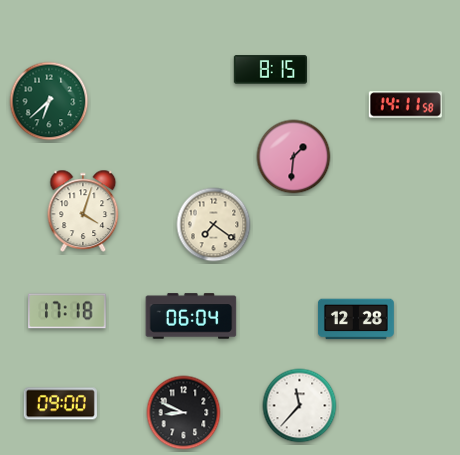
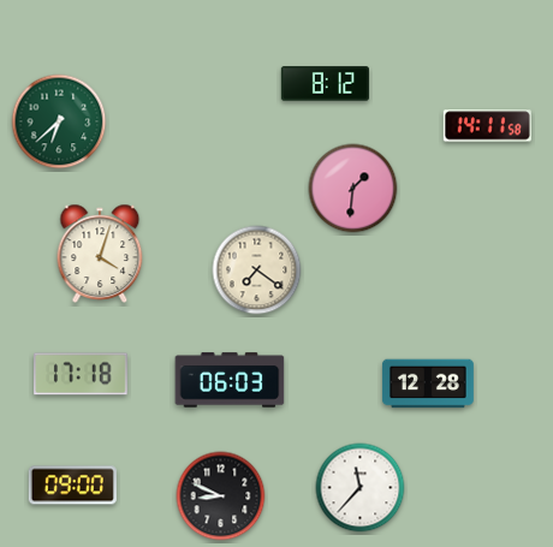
clock at (270, 70): 8:15 -> 8:12
clock at (191, 316): 06:04 -> 06:03
